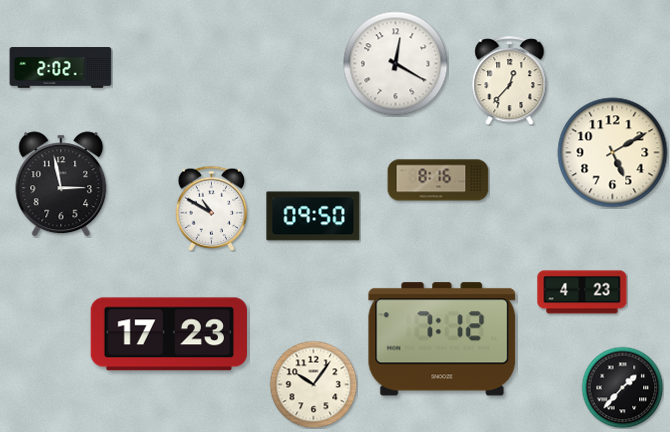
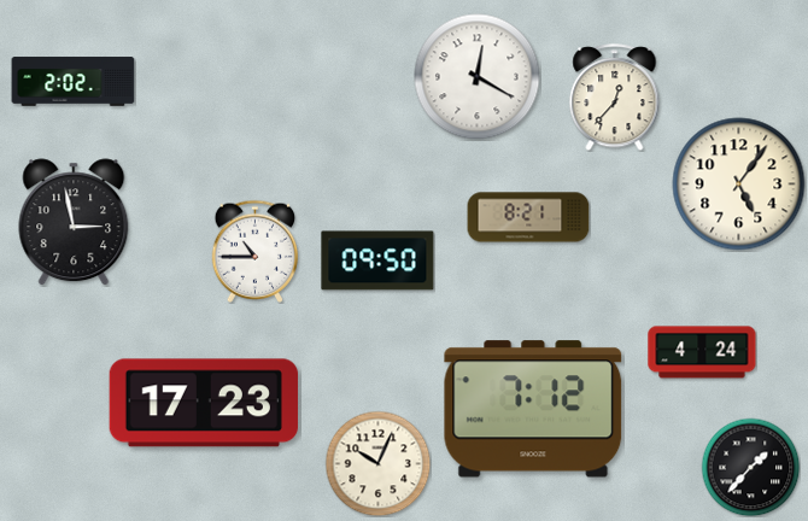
clock at (613, 153): 5:10 -> 5:06
clock at (438, 180): 8:16 -> 8:21
clock at (212, 208): 10:50 -> 10:45
clock at (582, 292): 4:23 -> 4:24
clock at (313, 384): 10:06 -> 10:04
